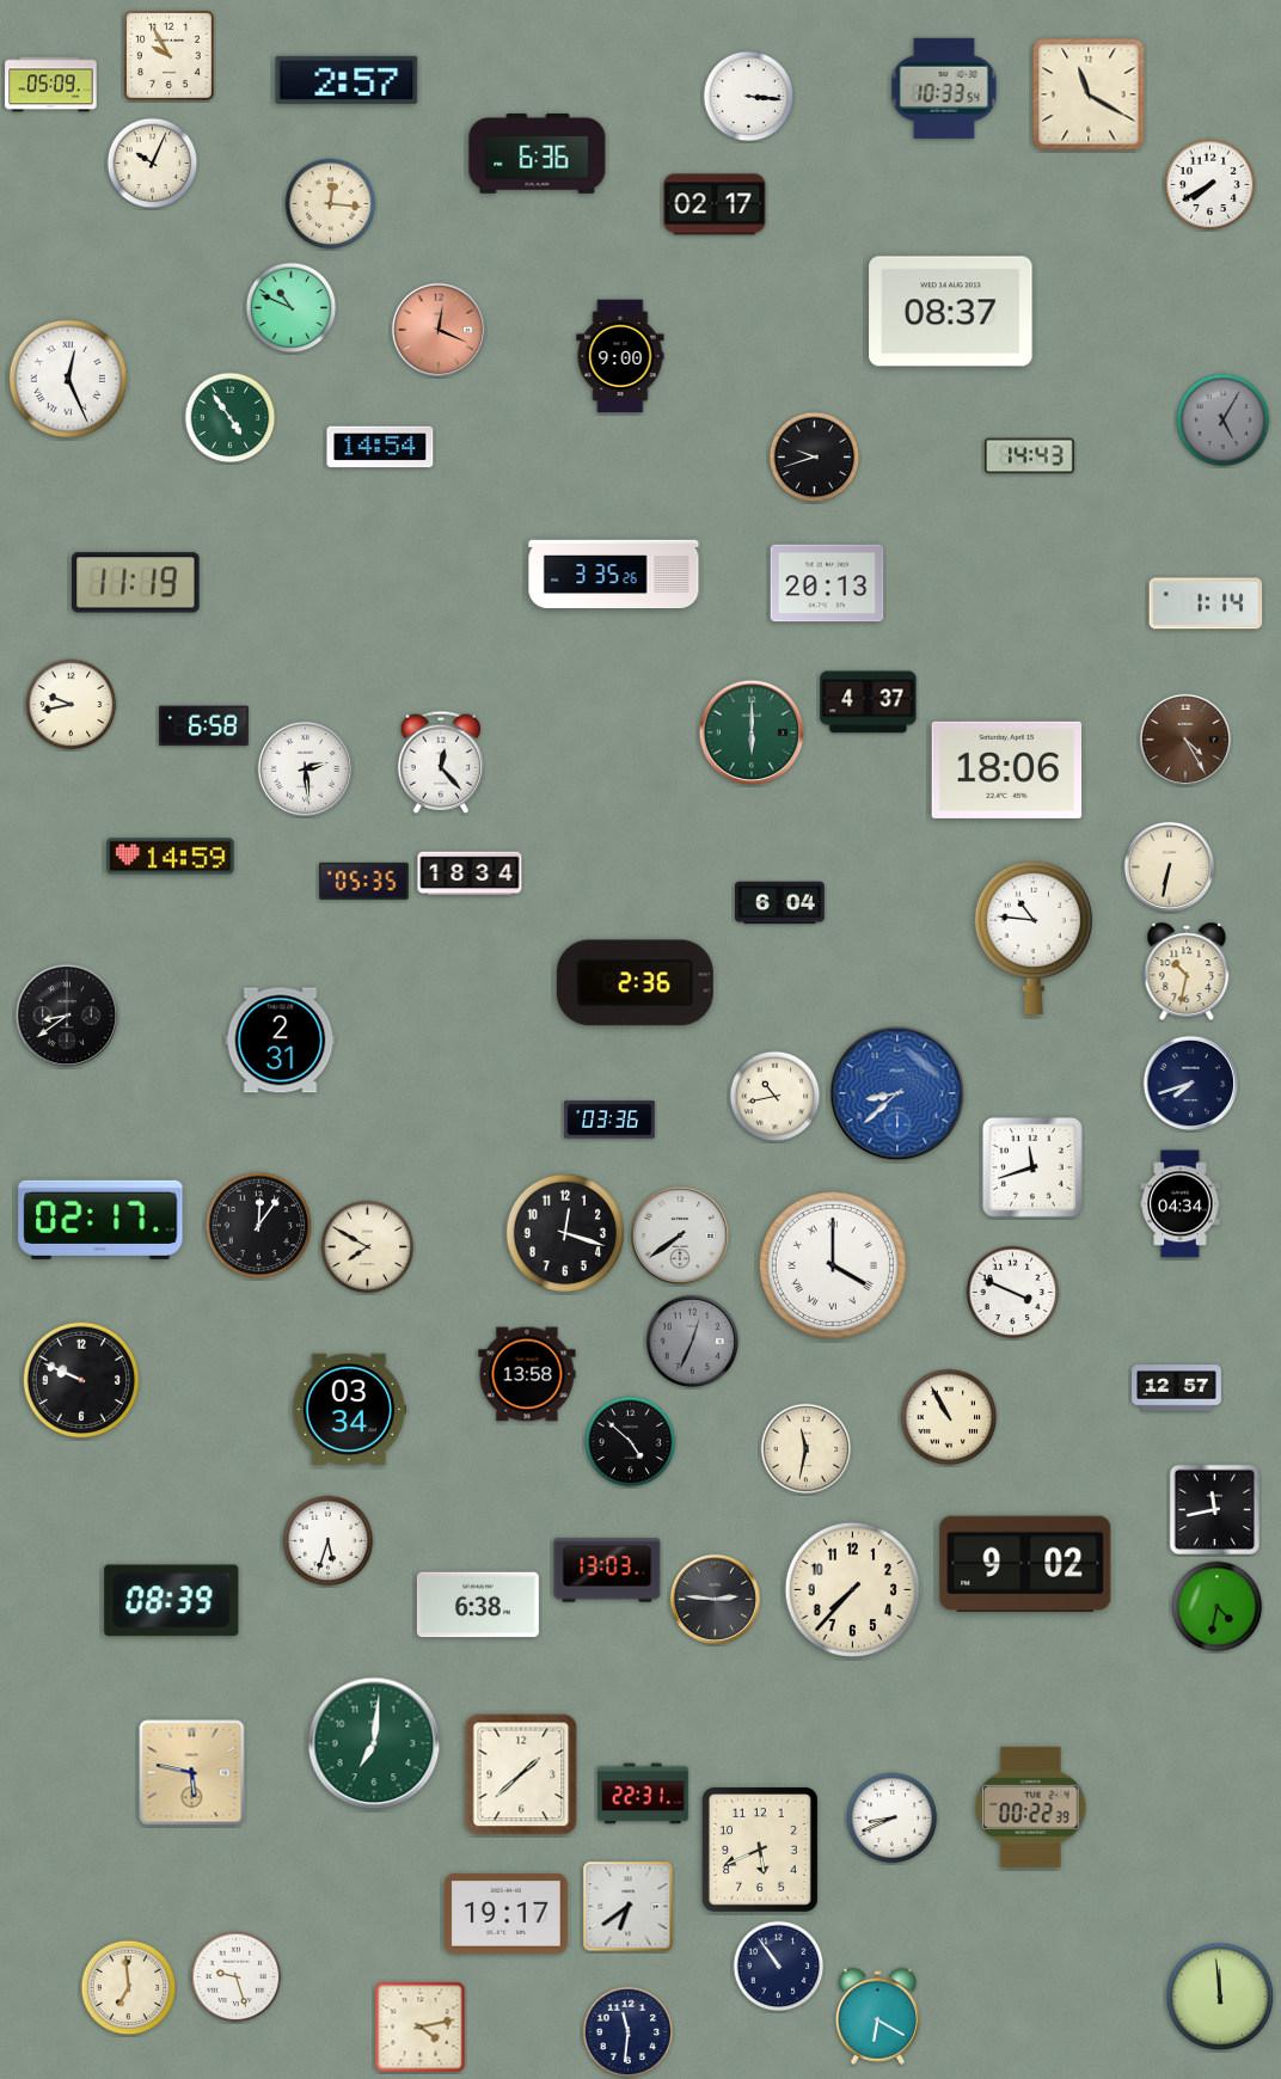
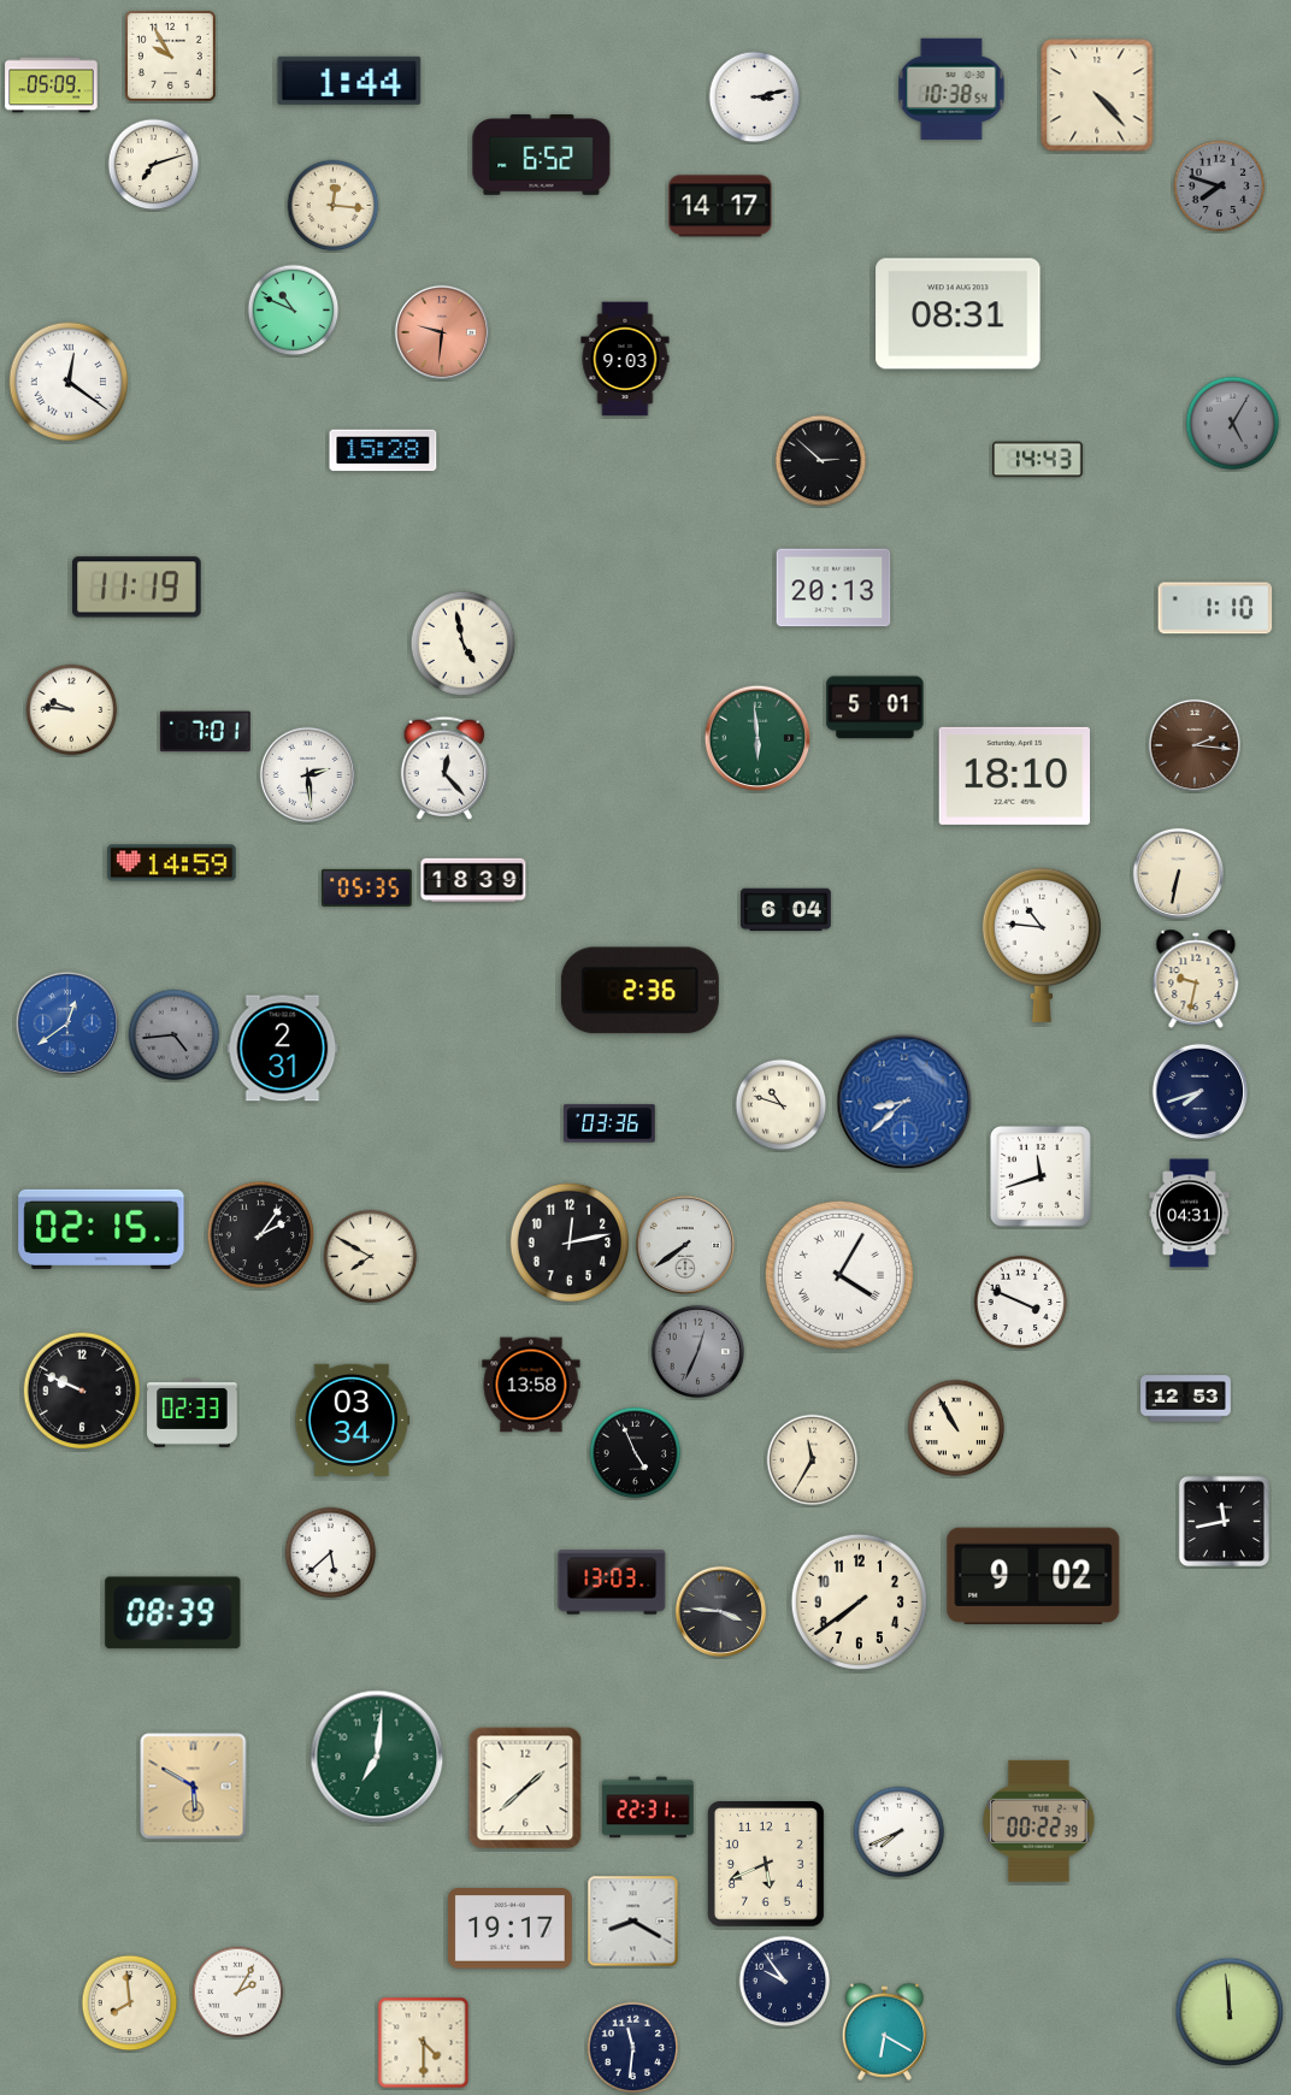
clock at (347, 80): 2:57 -> 1:44
clock at (944, 88): 10:33 -> 10:38
clock at (1089, 94): 11:20 -> 4:23
clock at (749, 97): 3:16 -> 3:13
clock at (538, 153): 6:36 -> 6:52
clock at (153, 164): 10:04 -> 7:12
clock at (1210, 185): 7:40 -> 7:48
clock at (1210, 185) dial: white -> grey
clock at (715, 204): 02:17 -> 14:17
clock at (951, 312): 08:37 -> 08:31
clock at (437, 329): 12:19 -> 9:31
clock at (620, 356): 9:00 -> 9:03
clock at (68, 379): 12:26 -> 12:21
clock at (231, 418): 4:54 -> none
clock at (380, 447): 14:54 -> 15:28
clock at (815, 458): 9:42 -> 2:52
clock at (614, 575): 3:35 -> none
clock at (1206, 603): 1:14 -> 1:10
clock at (464, 644): none -> 4:58
clock at (869, 703): 4:37 -> 5:01
clock at (72, 705): 9:43 -> 9:46
clock at (203, 726): 6:58 -> 7:01
clock at (752, 732): 6:00 -> 5:59
clock at (1184, 738): 4:25 -> 2:16
clock at (1006, 769): 18:06 -> 18:10
clock at (470, 873): 18:34 -> 18:39
clock at (1187, 971): 10:32 -> 9:32
clock at (67, 1016): 8:39 -> 12:39
clock at (67, 1016) dial: black -> blue
clock at (175, 1035): none -> 4:44
clock at (776, 1097): 10:43 -> 10:48
clock at (609, 1120) position: (609, 1120) -> (609, 1123)
clock at (1181, 1204): 04:34 -> 04:31
clock at (100, 1220): 02:17 -> 02:15
clock at (259, 1226): 12:06 -> 2:06
clock at (565, 1233): 12:18 -> 12:13
clock at (833, 1265): 4:00 -> 4:05
clock at (1177, 1388): 12:57 -> 12:53
clock at (193, 1412): none -> 02:33
clock at (631, 1442): 4:52 -> 4:56
clock at (807, 1449): 11:32 -> 11:35
clock at (329, 1541): 5:33 -> 5:38
clock at (852, 1589): 7:37 -> 7:39
clock at (715, 1599): 2:46 -> 3:46
clock at (478, 1605): 6:38 -> none
clock at (1218, 1607): 4:32 -> none
clock at (192, 1773): 5:47 -> 5:50
clock at (893, 1819): 8:41 -> 7:41
clock at (629, 1907): 6:39 -> 8:20
clock at (779, 1967): 10:54 -> 9:54
clock at (237, 1977): 9:27 -> 2:05
clock at (129, 1988): 6:59 -> 7:59
clock at (421, 2028): 4:13 -> 4:30
